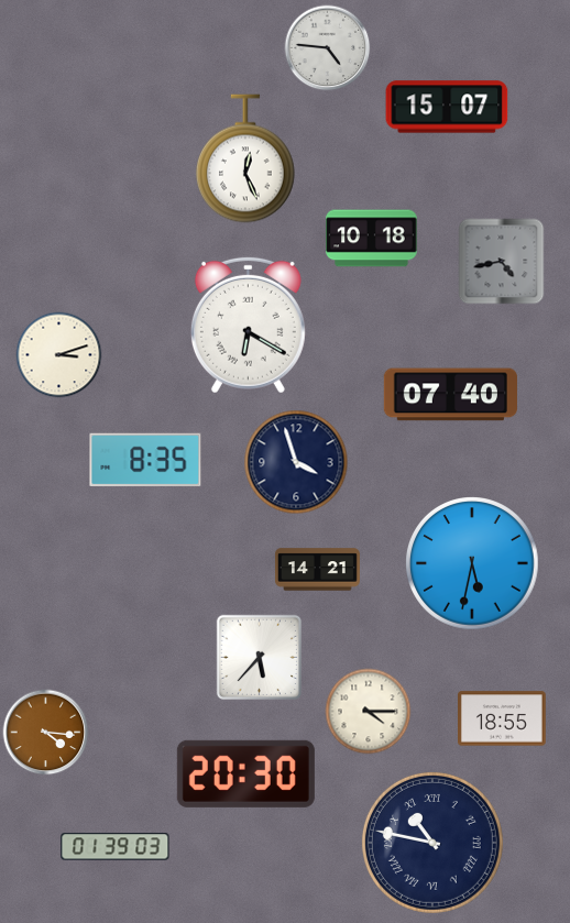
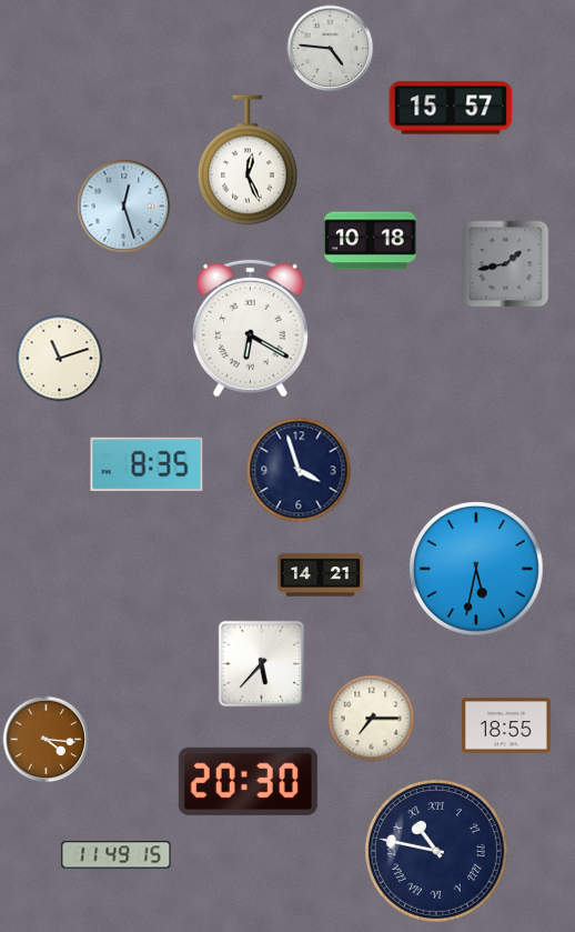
clock at (447, 107): 15:07 -> 15:57
clock at (123, 206): none -> 12:27
clock at (372, 239) position: (372, 239) -> (371, 241)
clock at (501, 261): 4:43 -> 1:43
clock at (58, 354): 3:12 -> 11:12
clock at (450, 395): 07:40 -> none
clock at (296, 462) position: (296, 462) -> (299, 470)
clock at (368, 711): 4:15 -> 7:15
clock at (116, 847): 01:39 -> 11:49
